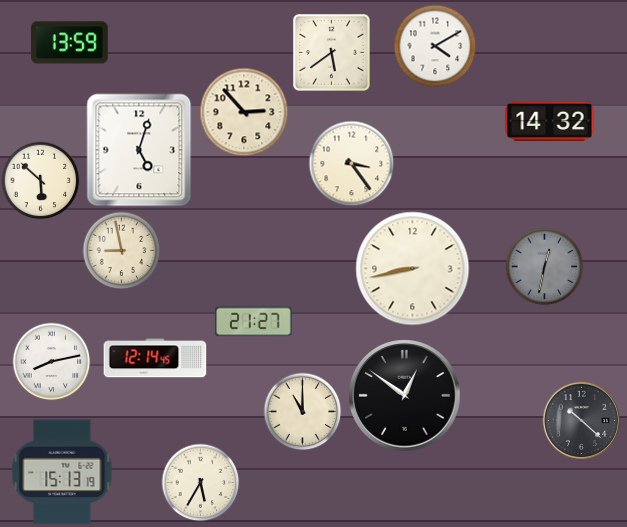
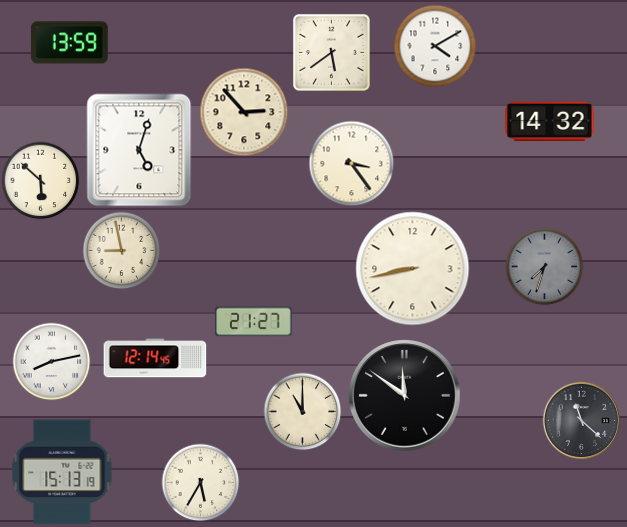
clock at (544, 266): 12:32 -> 7:33
clock at (405, 396): 12:51 -> 11:51
clock at (581, 420): 10:22 -> 11:22
